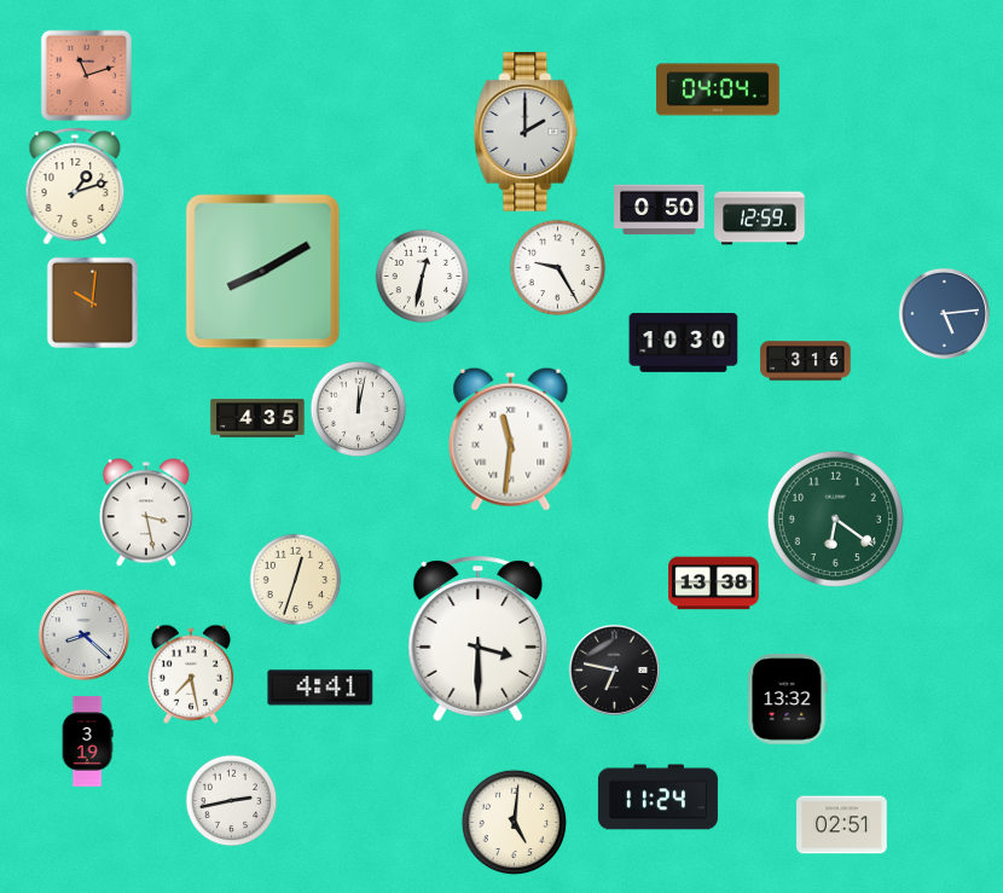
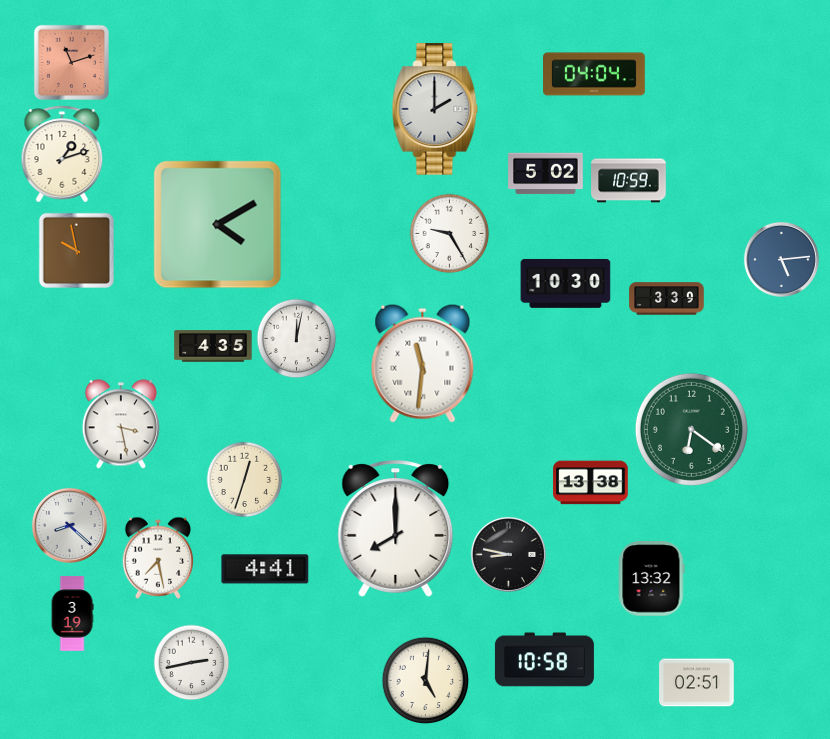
clock at (660, 210): 0:50 -> 5:02
clock at (760, 219): 12:59 -> 10:59
clock at (558, 268) position: (558, 268) -> (450, 234)
clock at (263, 272): 8:10 -> 4:10
clock at (423, 277): 12:32 -> none
clock at (92, 302): 10:01 -> 9:58
clock at (806, 361): 3:16 -> 3:39
clock at (479, 639): 3:30 -> 8:00
clock at (614, 669): 6:47 -> 8:47
clock at (657, 798): 11:24 -> 10:58
